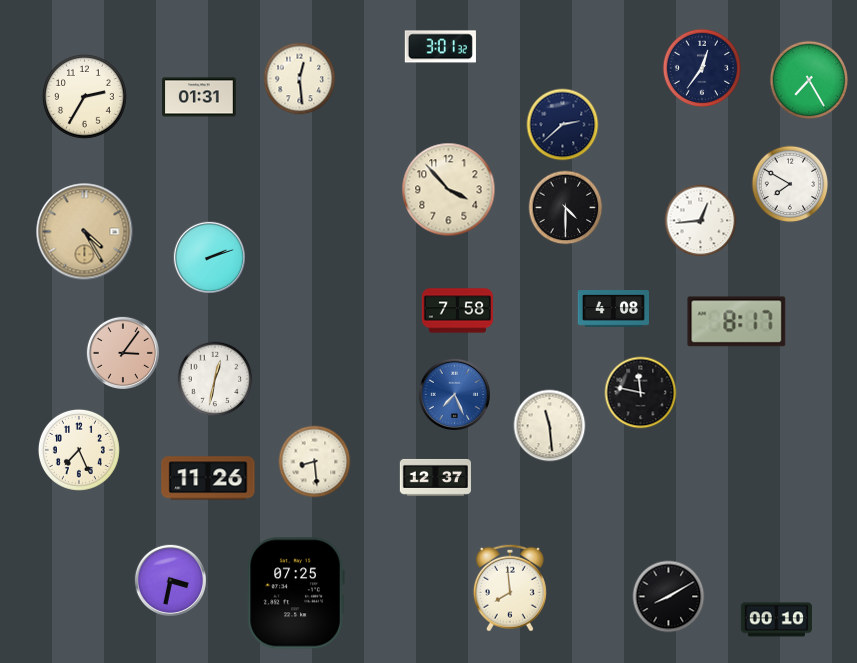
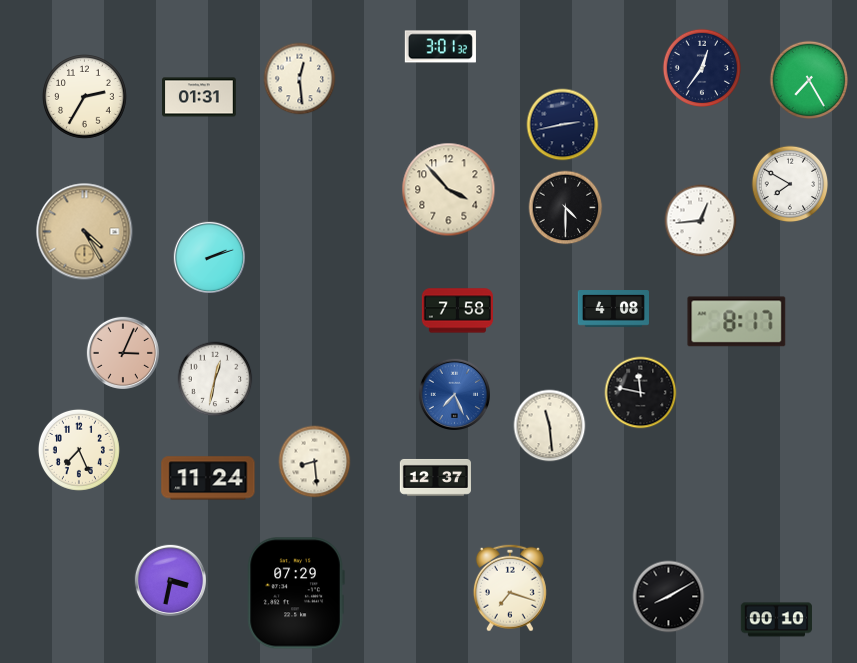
clock at (563, 125): 2:38 -> 2:43
clock at (123, 353): 3:06 -> 3:04
clock at (208, 478): 11:26 -> 11:24
clock at (510, 588): 7:59 -> 7:18
clock at (296, 593): 07:25 -> 07:29
